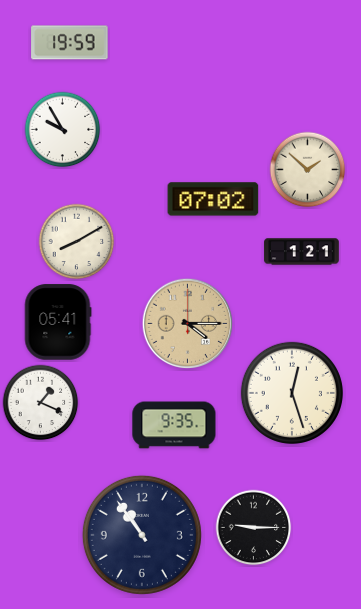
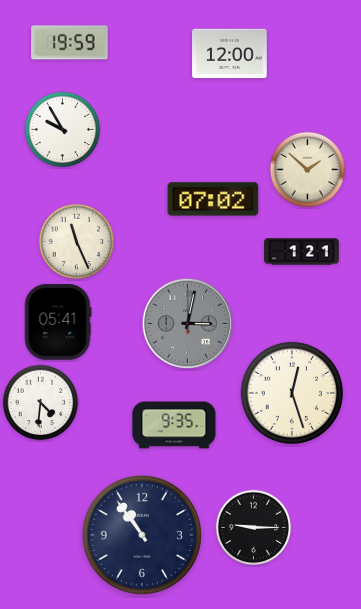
clock at (230, 54): none -> 12:00
clock at (77, 242): 8:10 -> 11:26
clock at (188, 324): 4:15 -> 3:02
clock at (188, 324) dial: champagne -> grey
clock at (41, 403): 1:19 -> 4:31
